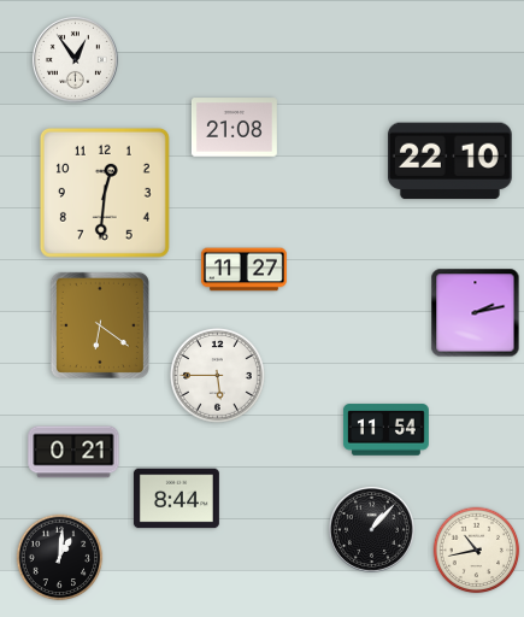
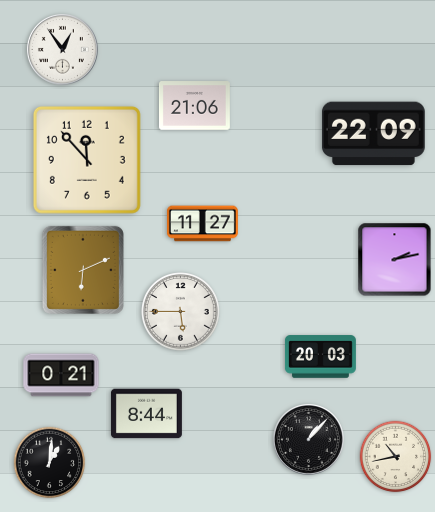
clock at (234, 128): 21:08 -> 21:06
clock at (449, 161): 22:10 -> 22:09
clock at (105, 193): 12:31 -> 11:53
clock at (100, 325): 6:21 -> 6:11
clock at (385, 430): 11:54 -> 20:03
